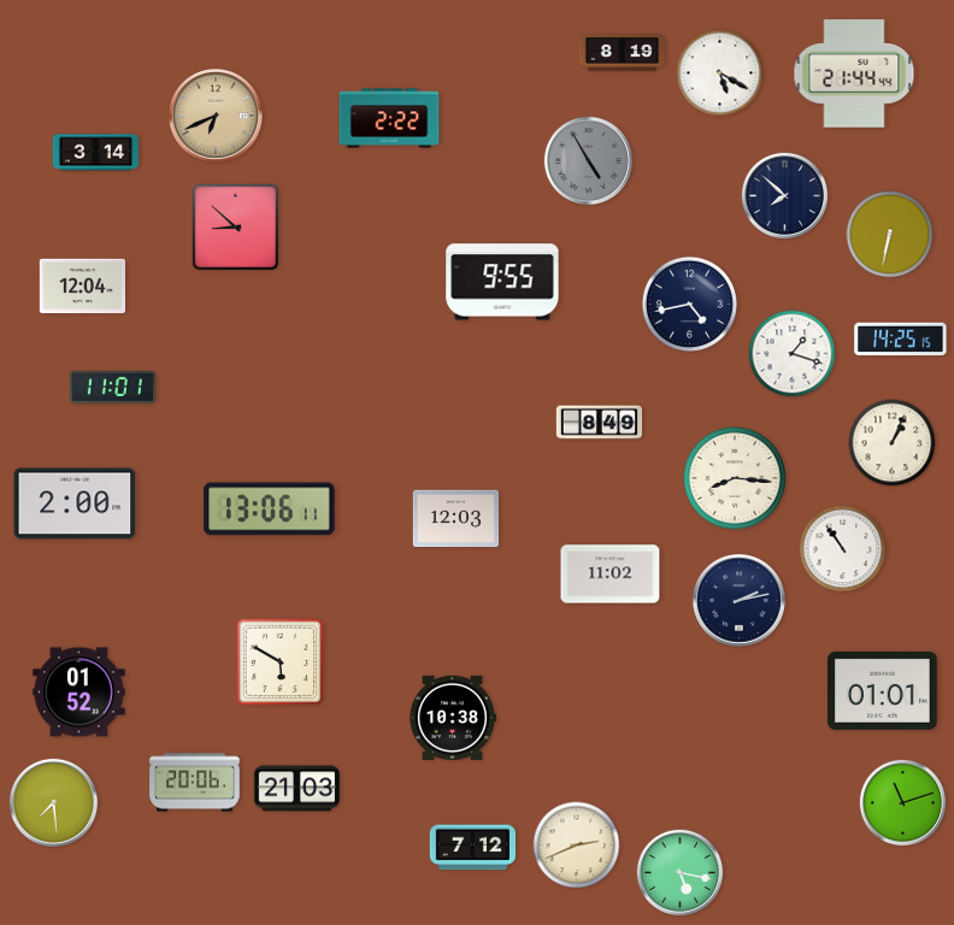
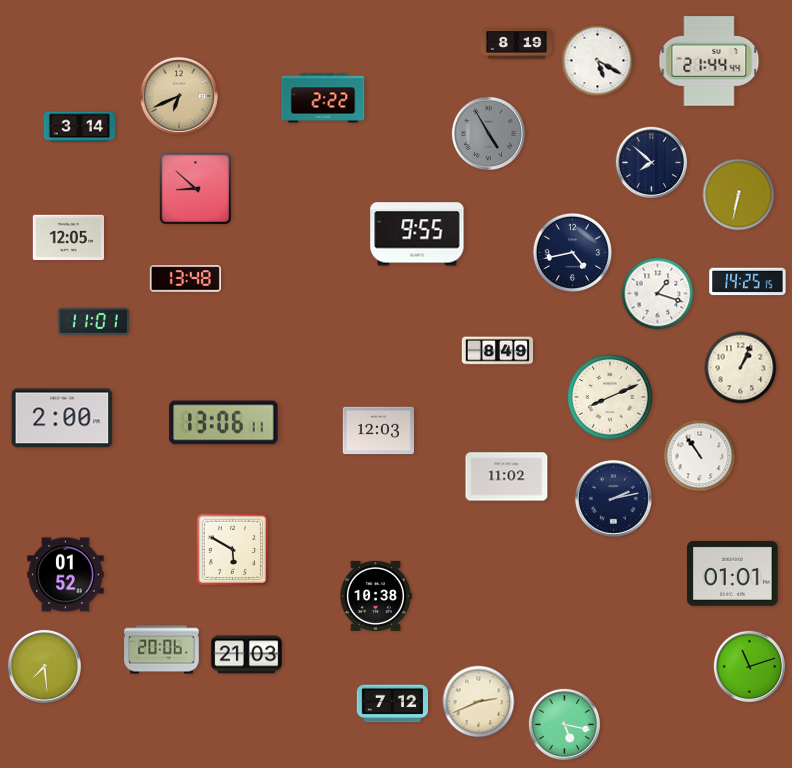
clock at (82, 287): 12:04 -> 12:05
clock at (185, 279): none -> 13:48
clock at (735, 478): 8:16 -> 8:11
